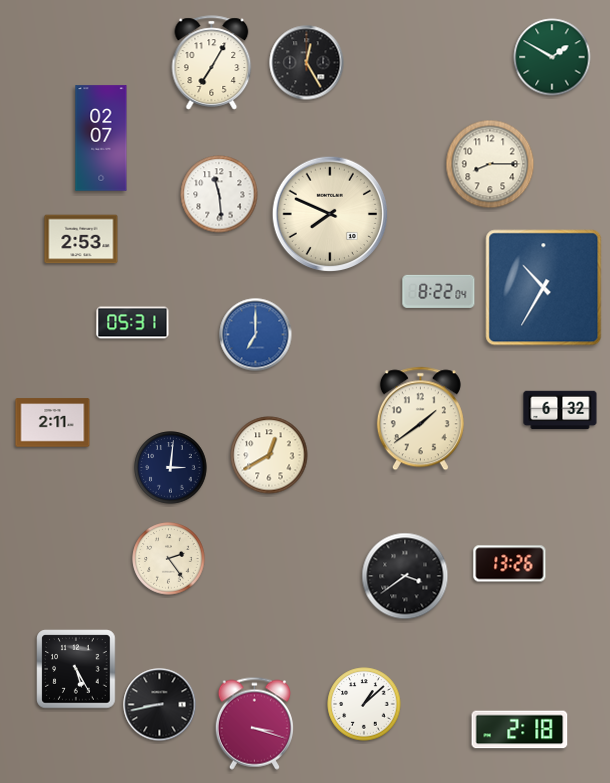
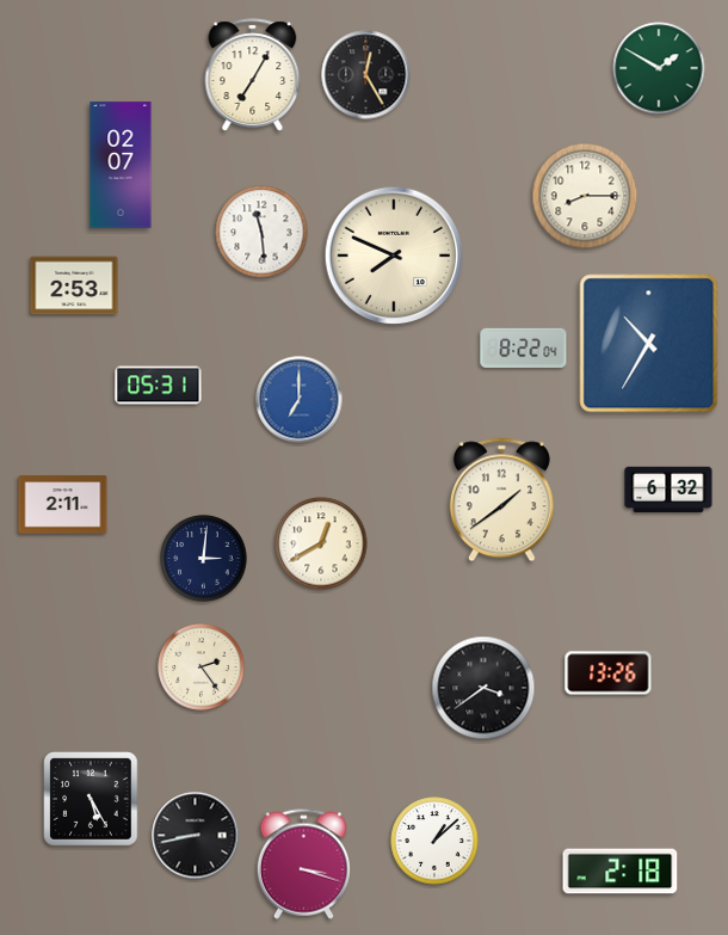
clock at (81, 239) position: (81, 239) -> (74, 285)
clock at (256, 335) position: (256, 335) -> (300, 400)
clock at (160, 705) position: (160, 705) -> (196, 836)
